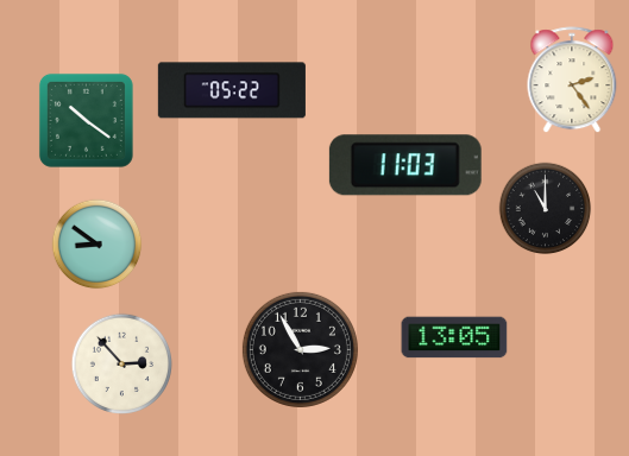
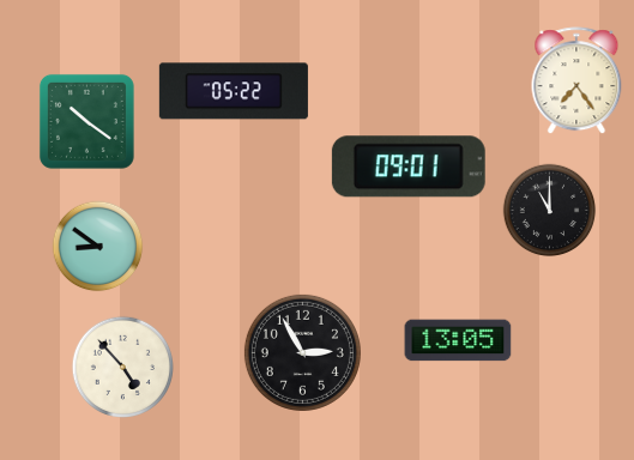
clock at (572, 81): 2:24 -> 7:24
clock at (405, 165): 11:03 -> 09:01
clock at (121, 363): 2:53 -> 4:53
